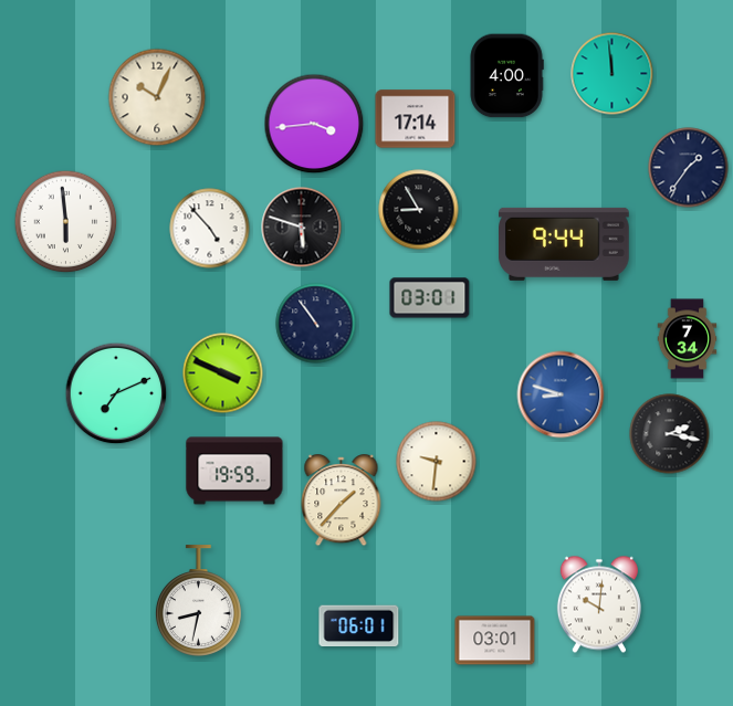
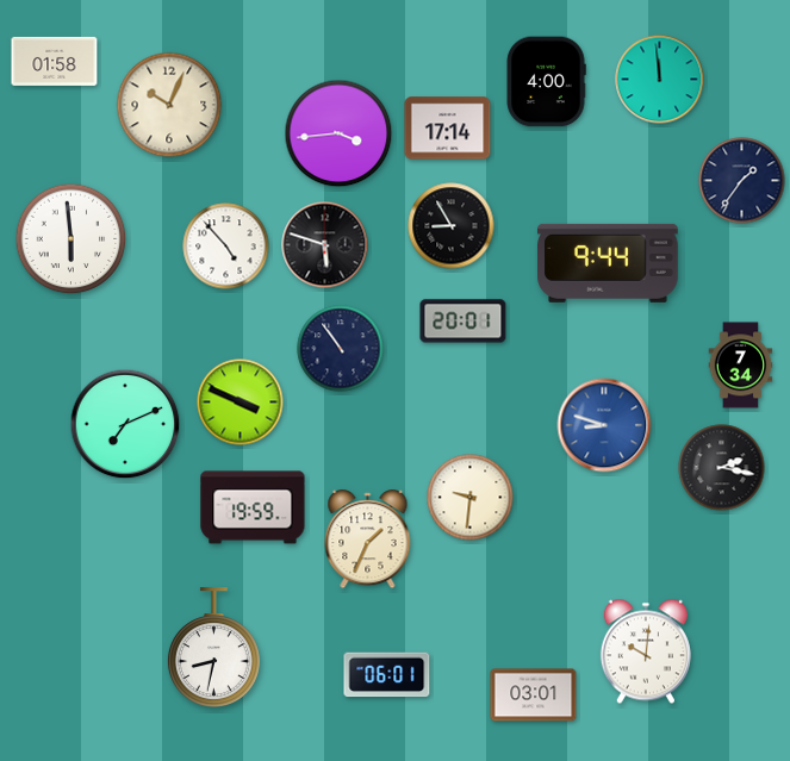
clock at (55, 61): none -> 01:58
clock at (430, 298): 03:01 -> 20:01
clock at (342, 500): 1:37 -> 1:34
clock at (495, 641) position: (495, 641) -> (534, 695)
